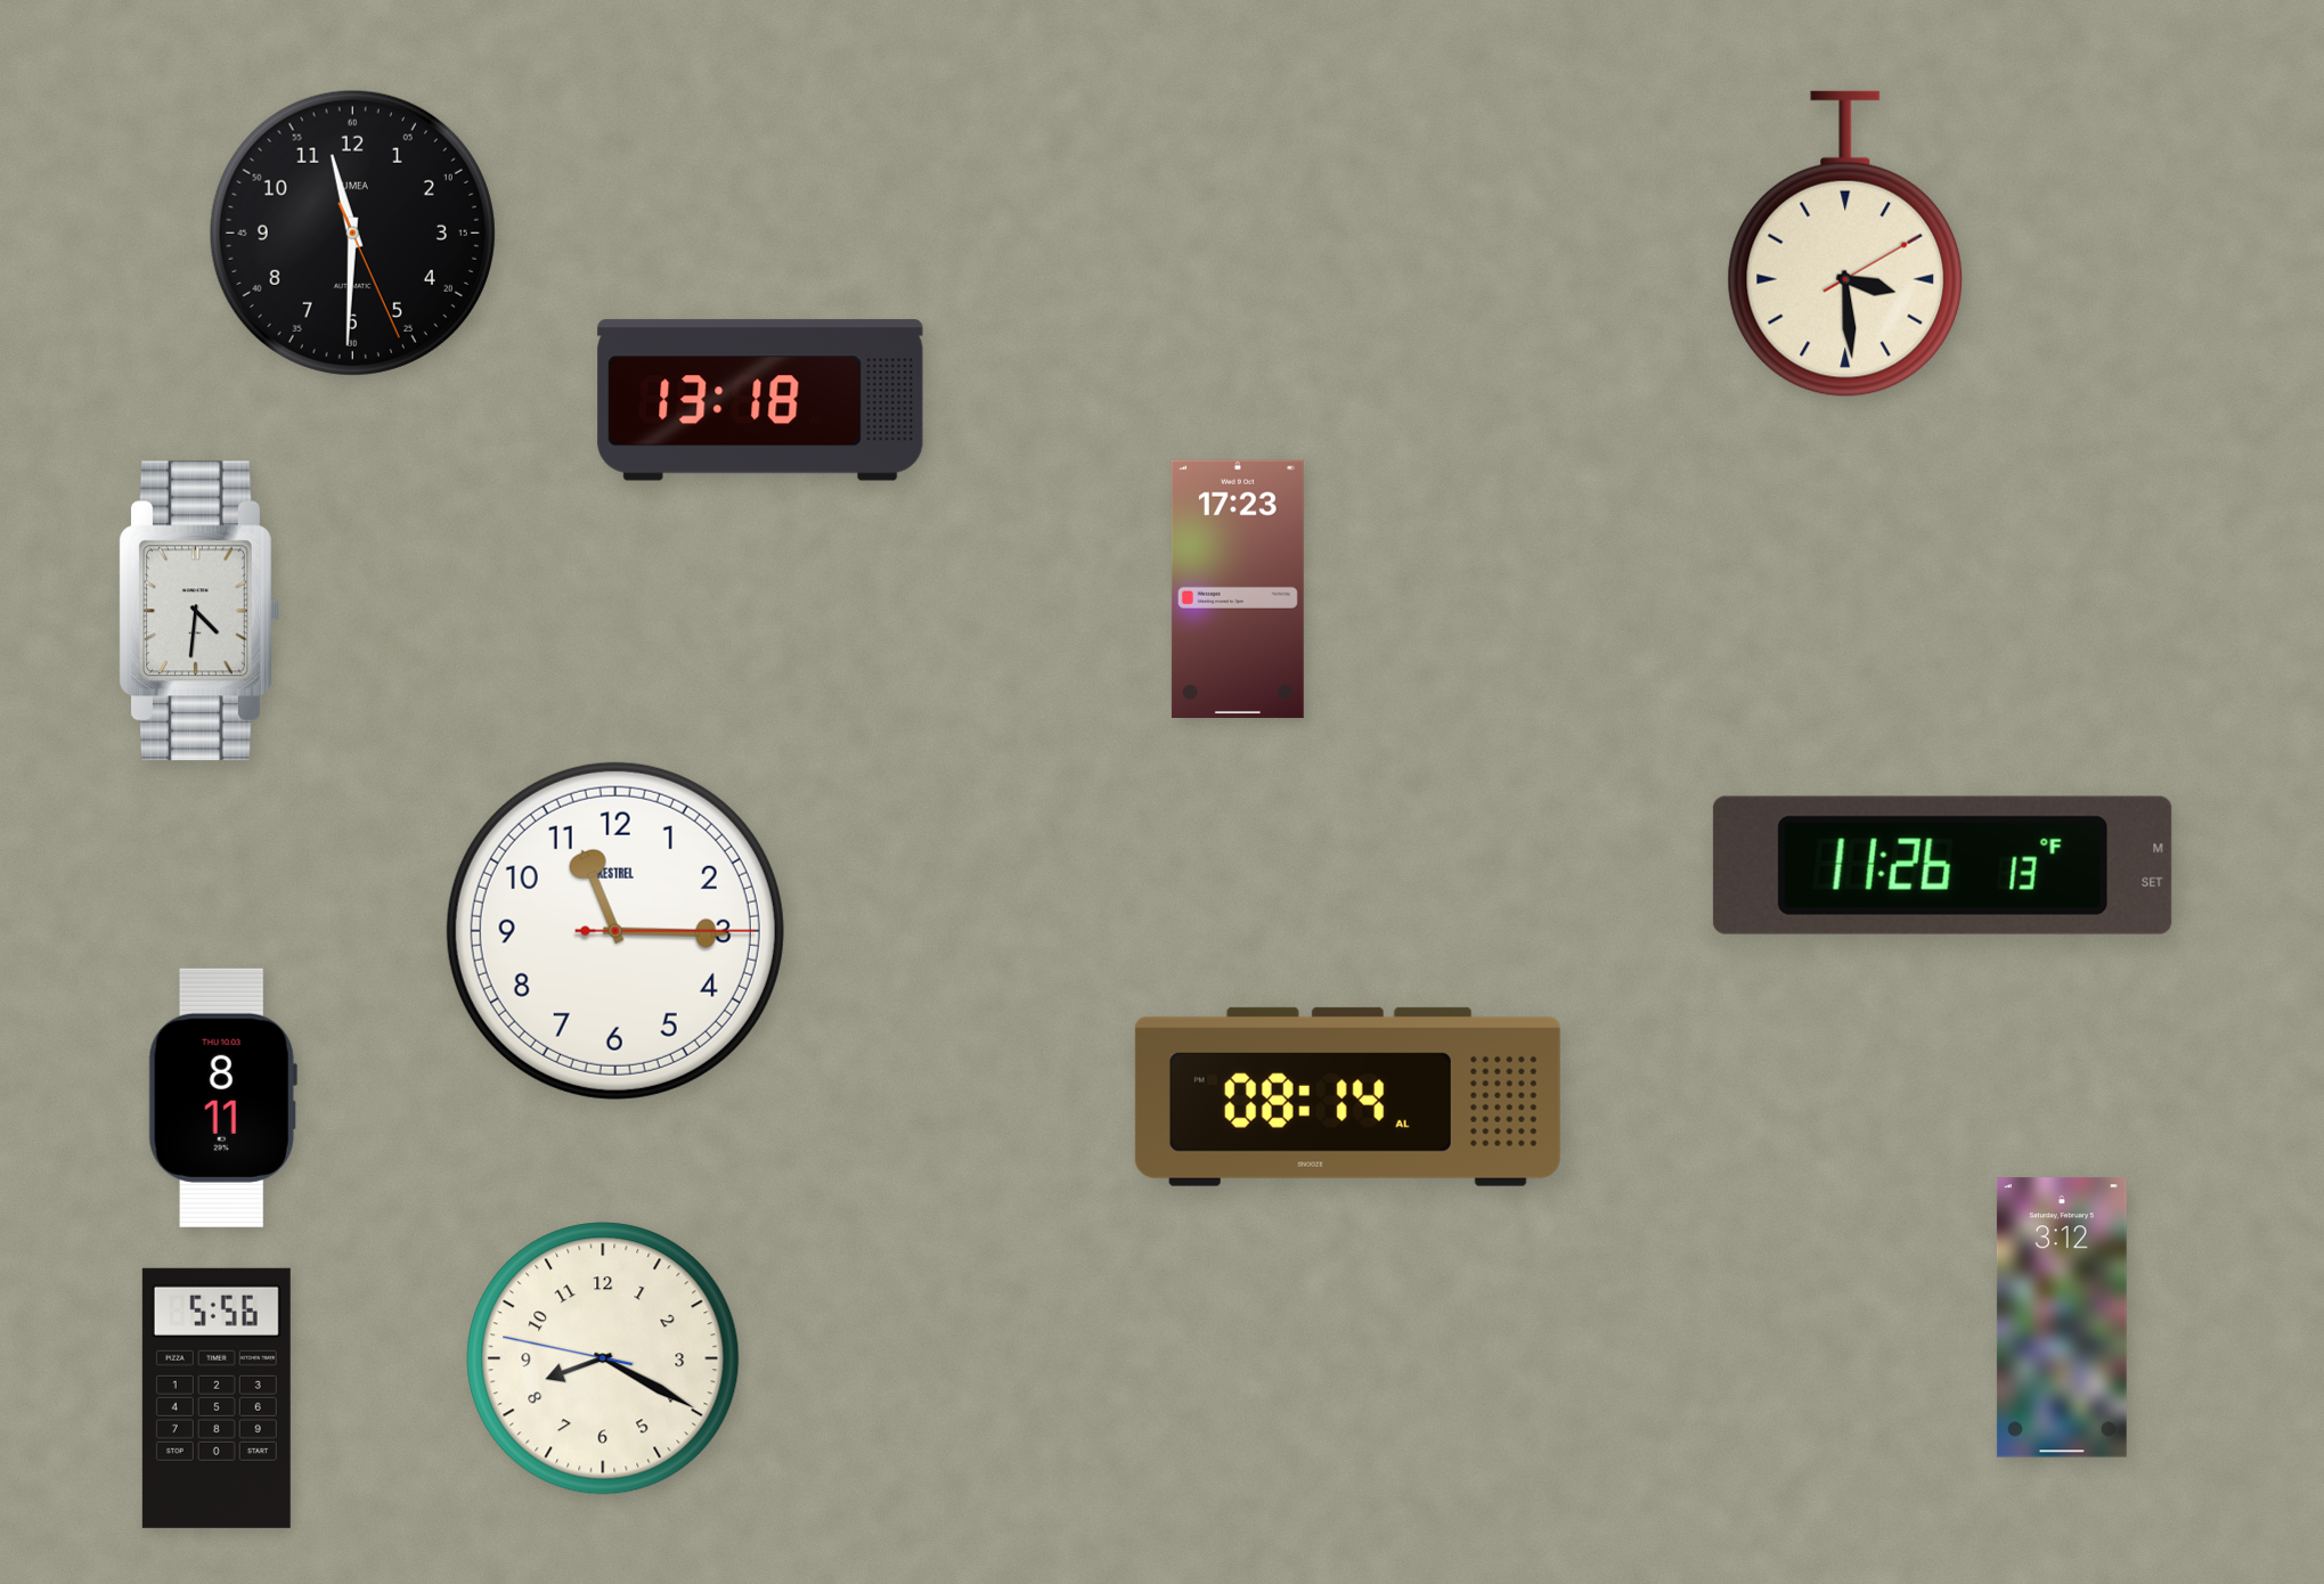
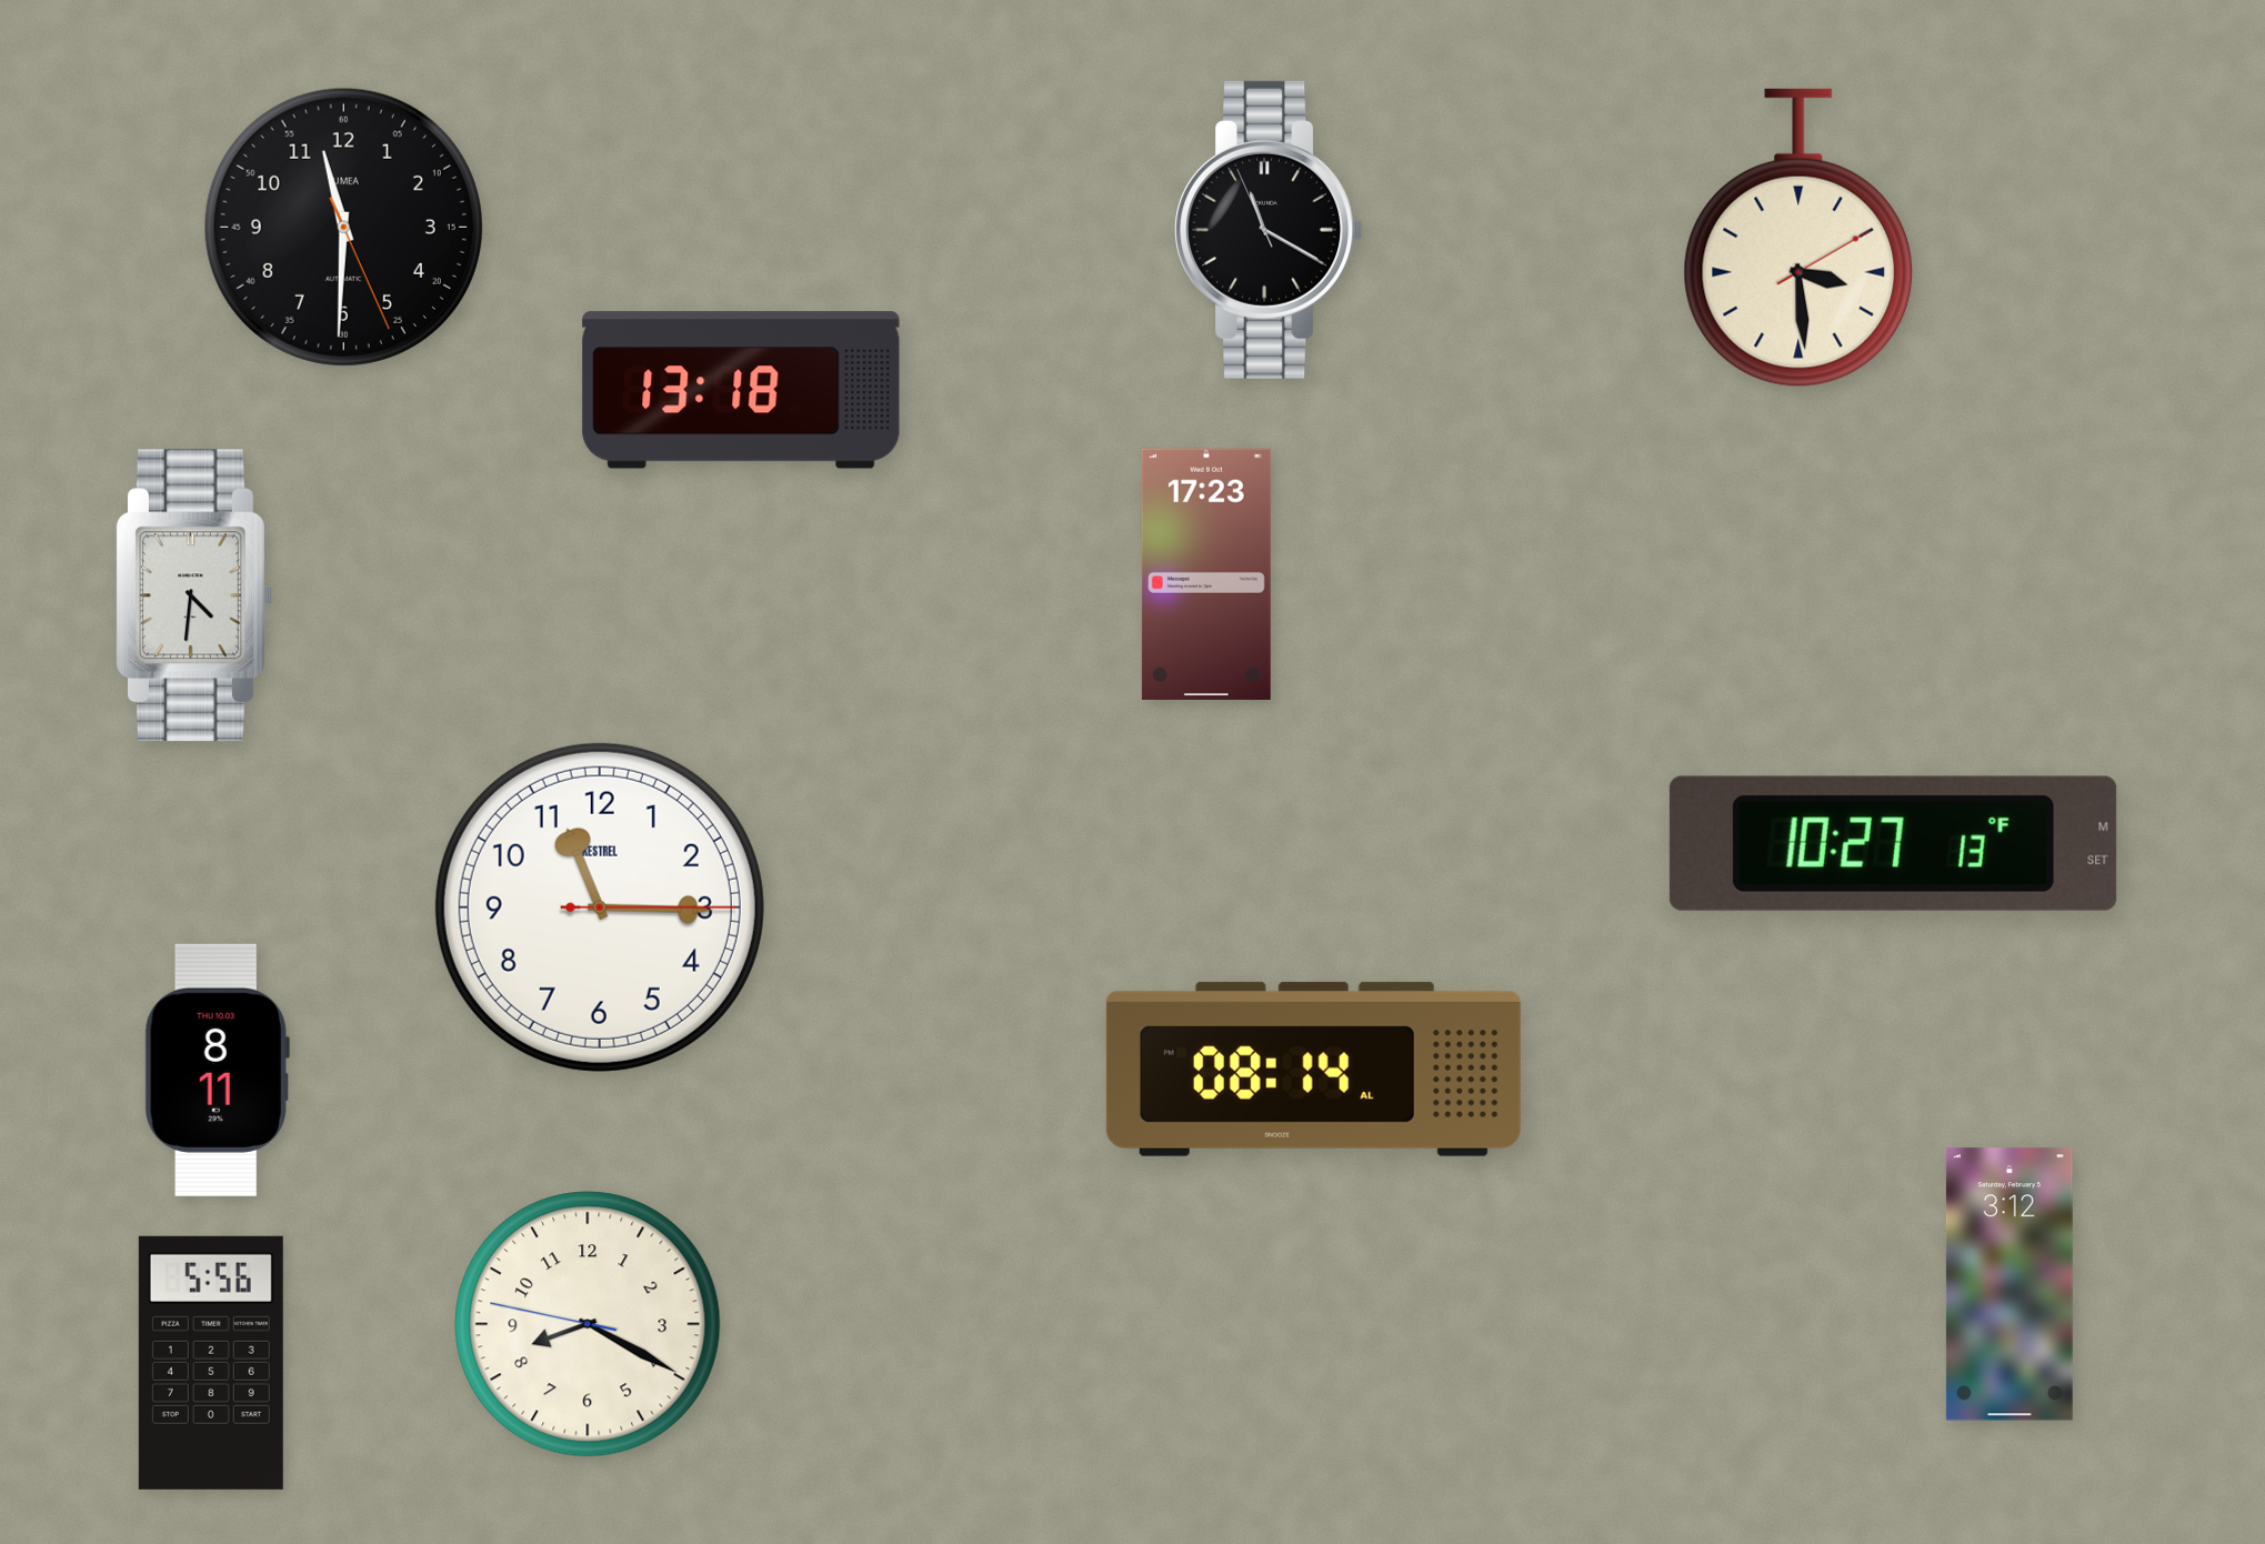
clock at (1269, 230): none -> 11:19
clock at (1942, 865): 11:26 -> 10:27
